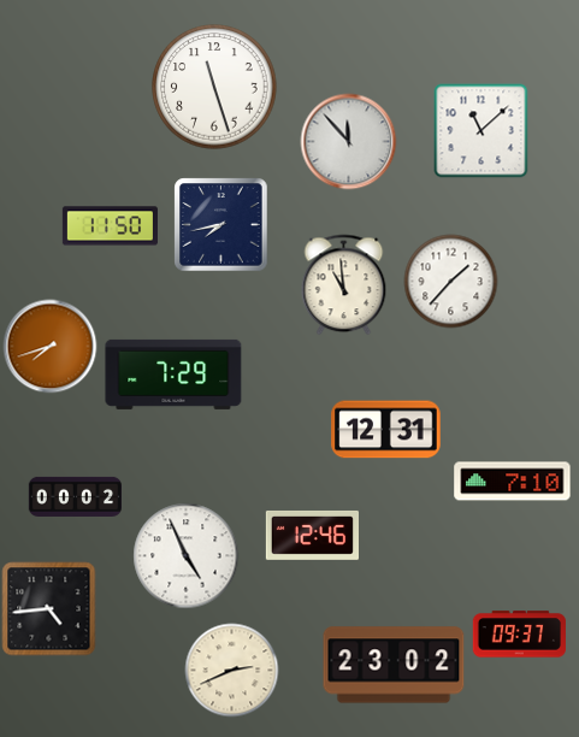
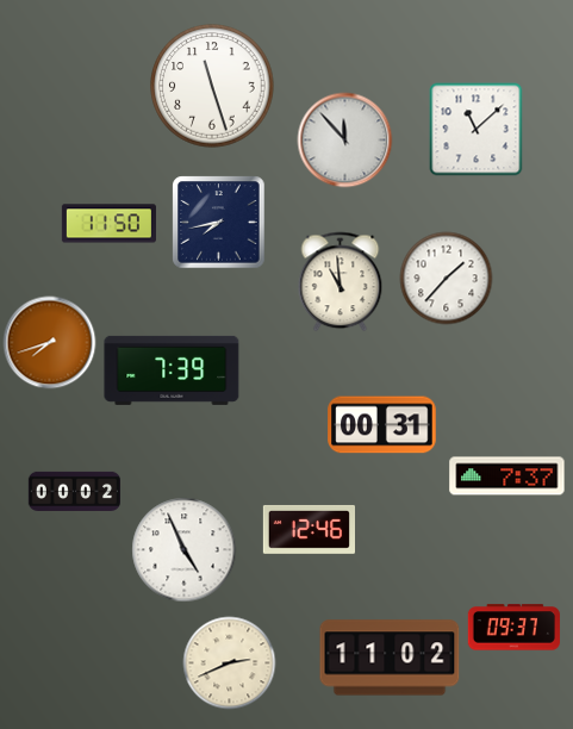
clock at (173, 375): 7:29 -> 7:39
clock at (386, 430): 12:31 -> 00:31
clock at (513, 482): 7:10 -> 7:37
clock at (48, 608): 4:44 -> none
clock at (394, 665): 23:02 -> 11:02
